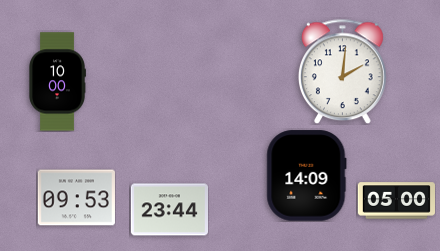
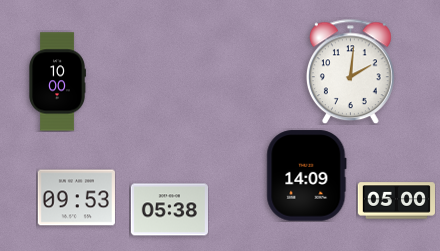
clock at (343, 71) position: (343, 71) -> (351, 71)
clock at (169, 210): 23:44 -> 05:38
